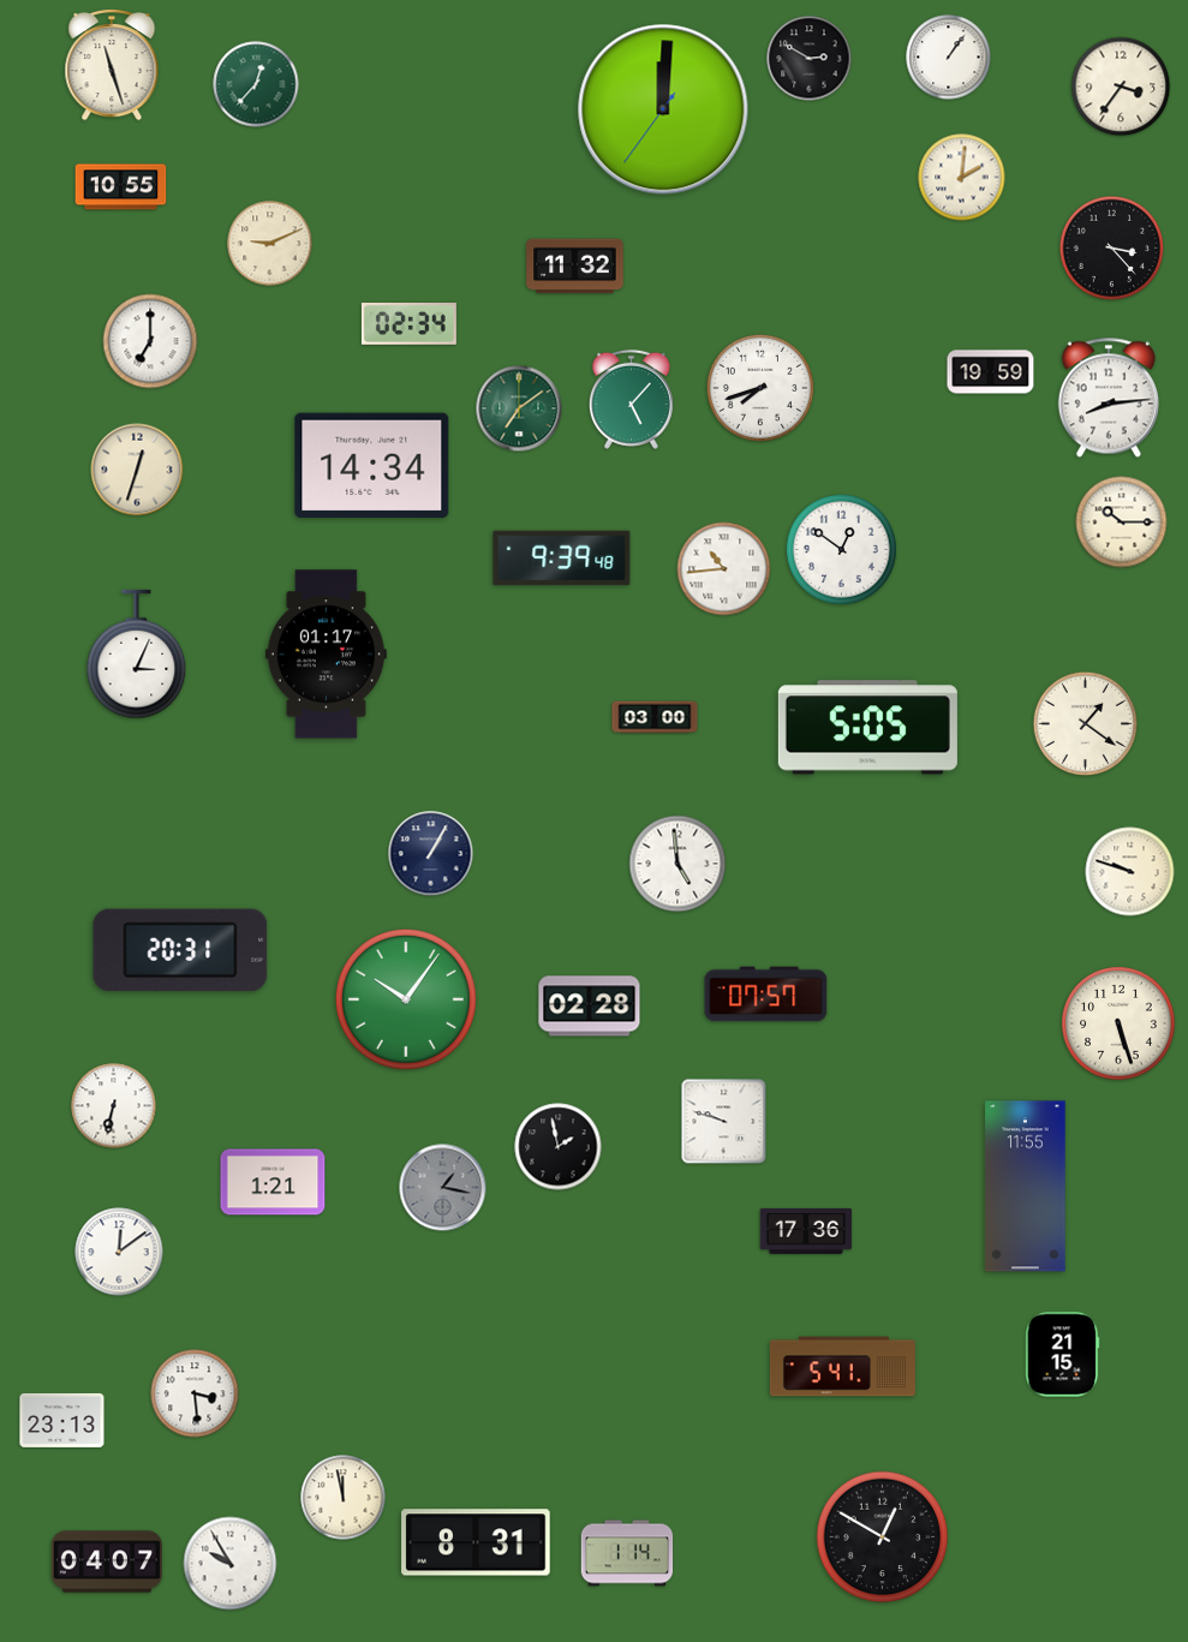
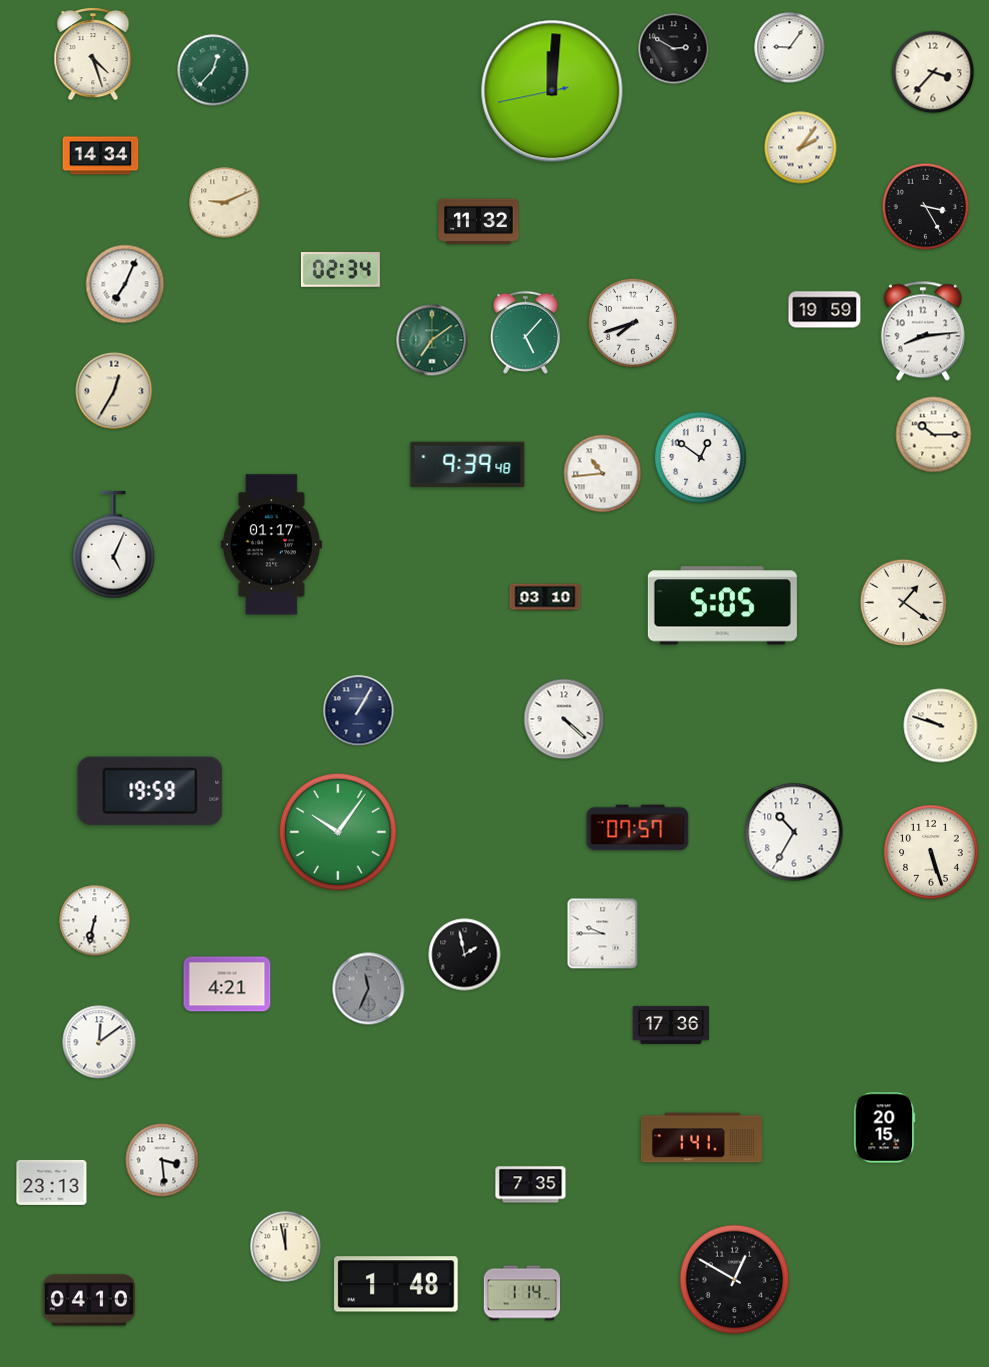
clock at (949, 58): 1:06 -> 9:06
clock at (112, 66): 11:27 -> 4:27
clock at (1121, 86): 3:36 -> 3:37
clock at (663, 109): 12:00:36 -> 12:00:43
clock at (962, 178): 2:01 -> 2:06
clock at (121, 187): 10:55 -> 14:34
clock at (1112, 249): 3:23 -> 3:25
clock at (150, 341): 7:00 -> 7:04
clock at (372, 465): 14:34 -> none
clock at (137, 470): 12:33 -> 12:35
clock at (137, 655): 3:04 -> 5:04
clock at (655, 717): 03:00 -> 03:10
clock at (677, 864): 4:59 -> 4:22
clock at (180, 950): 20:31 -> 19:59
clock at (794, 832): none -> 10:35
clock at (590, 1007): 02:28 -> none
clock at (724, 1122): 9:48 -> 9:45
clock at (273, 1182): 1:21 -> 4:21
clock at (1026, 1187): 11:55 -> none
clock at (443, 1188): 1:17 -> 11:34
clock at (1063, 1355): 21:15 -> 20:15
clock at (842, 1367): 5:41 -> 1:41
clock at (531, 1185): none -> 7:35
clock at (476, 1542): 8:31 -> 1:48
clock at (107, 1562): 04:07 -> 04:10
clock at (231, 1564): 9:55 -> none
